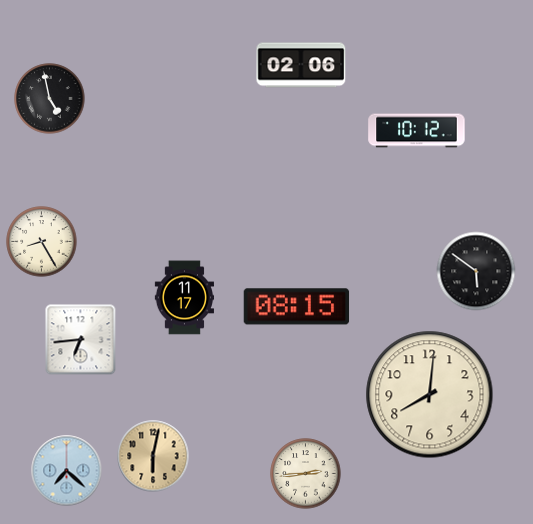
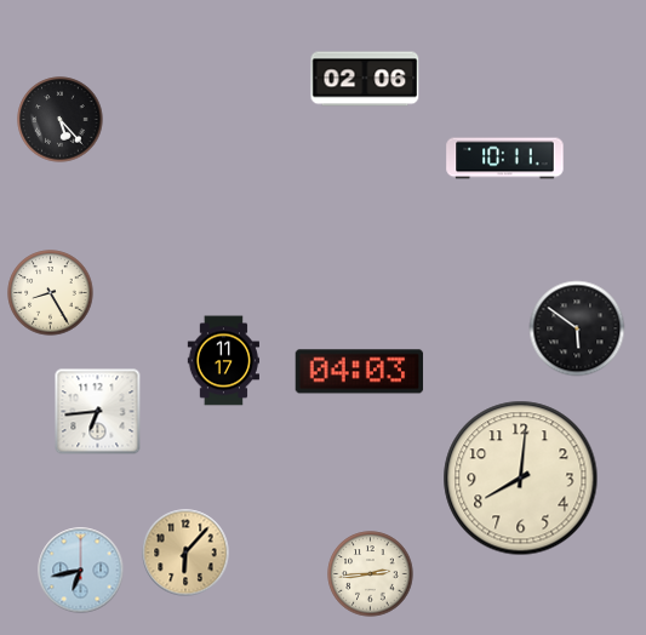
clock at (50, 99): 4:58 -> 5:23
clock at (417, 131): 10:12 -> 10:11
clock at (297, 307): 08:15 -> 04:03
clock at (153, 456): 6:02 -> 6:07
clock at (67, 471): 7:22 -> 6:43
